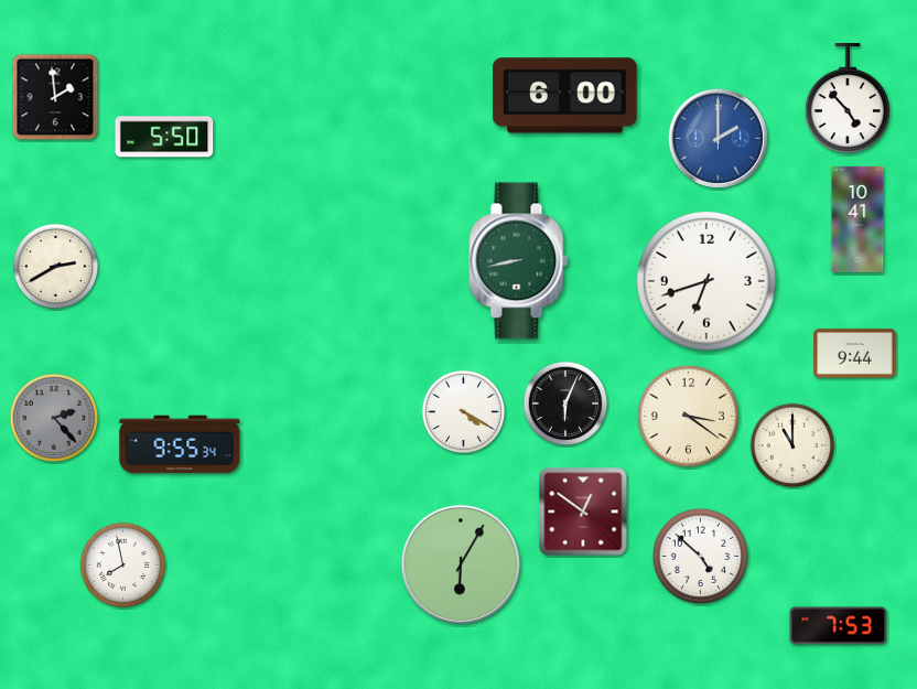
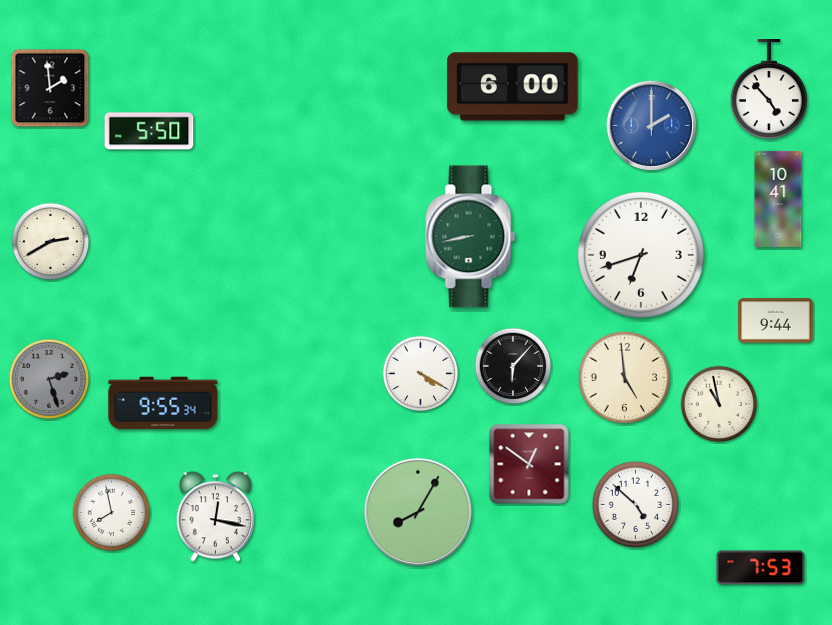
clock at (164, 137) position: (164, 137) -> (149, 131)
clock at (565, 403): 6:04 -> 6:07
clock at (688, 416): 3:21 -> 4:59
clock at (54, 418): 2:23 -> 2:27
clock at (792, 445): 11:00 -> 10:58
clock at (461, 564): 6:05 -> 8:05
clock at (215, 517): none -> 12:17
